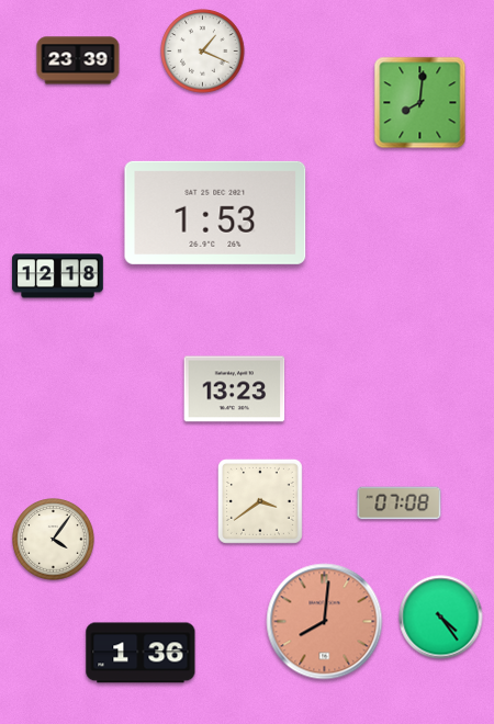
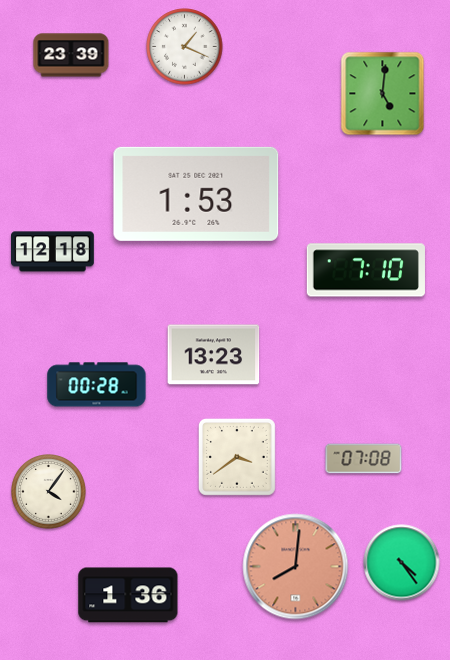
clock at (420, 103): 8:01 -> 5:01
clock at (366, 270): none -> 7:10
clock at (97, 385): none -> 00:28
